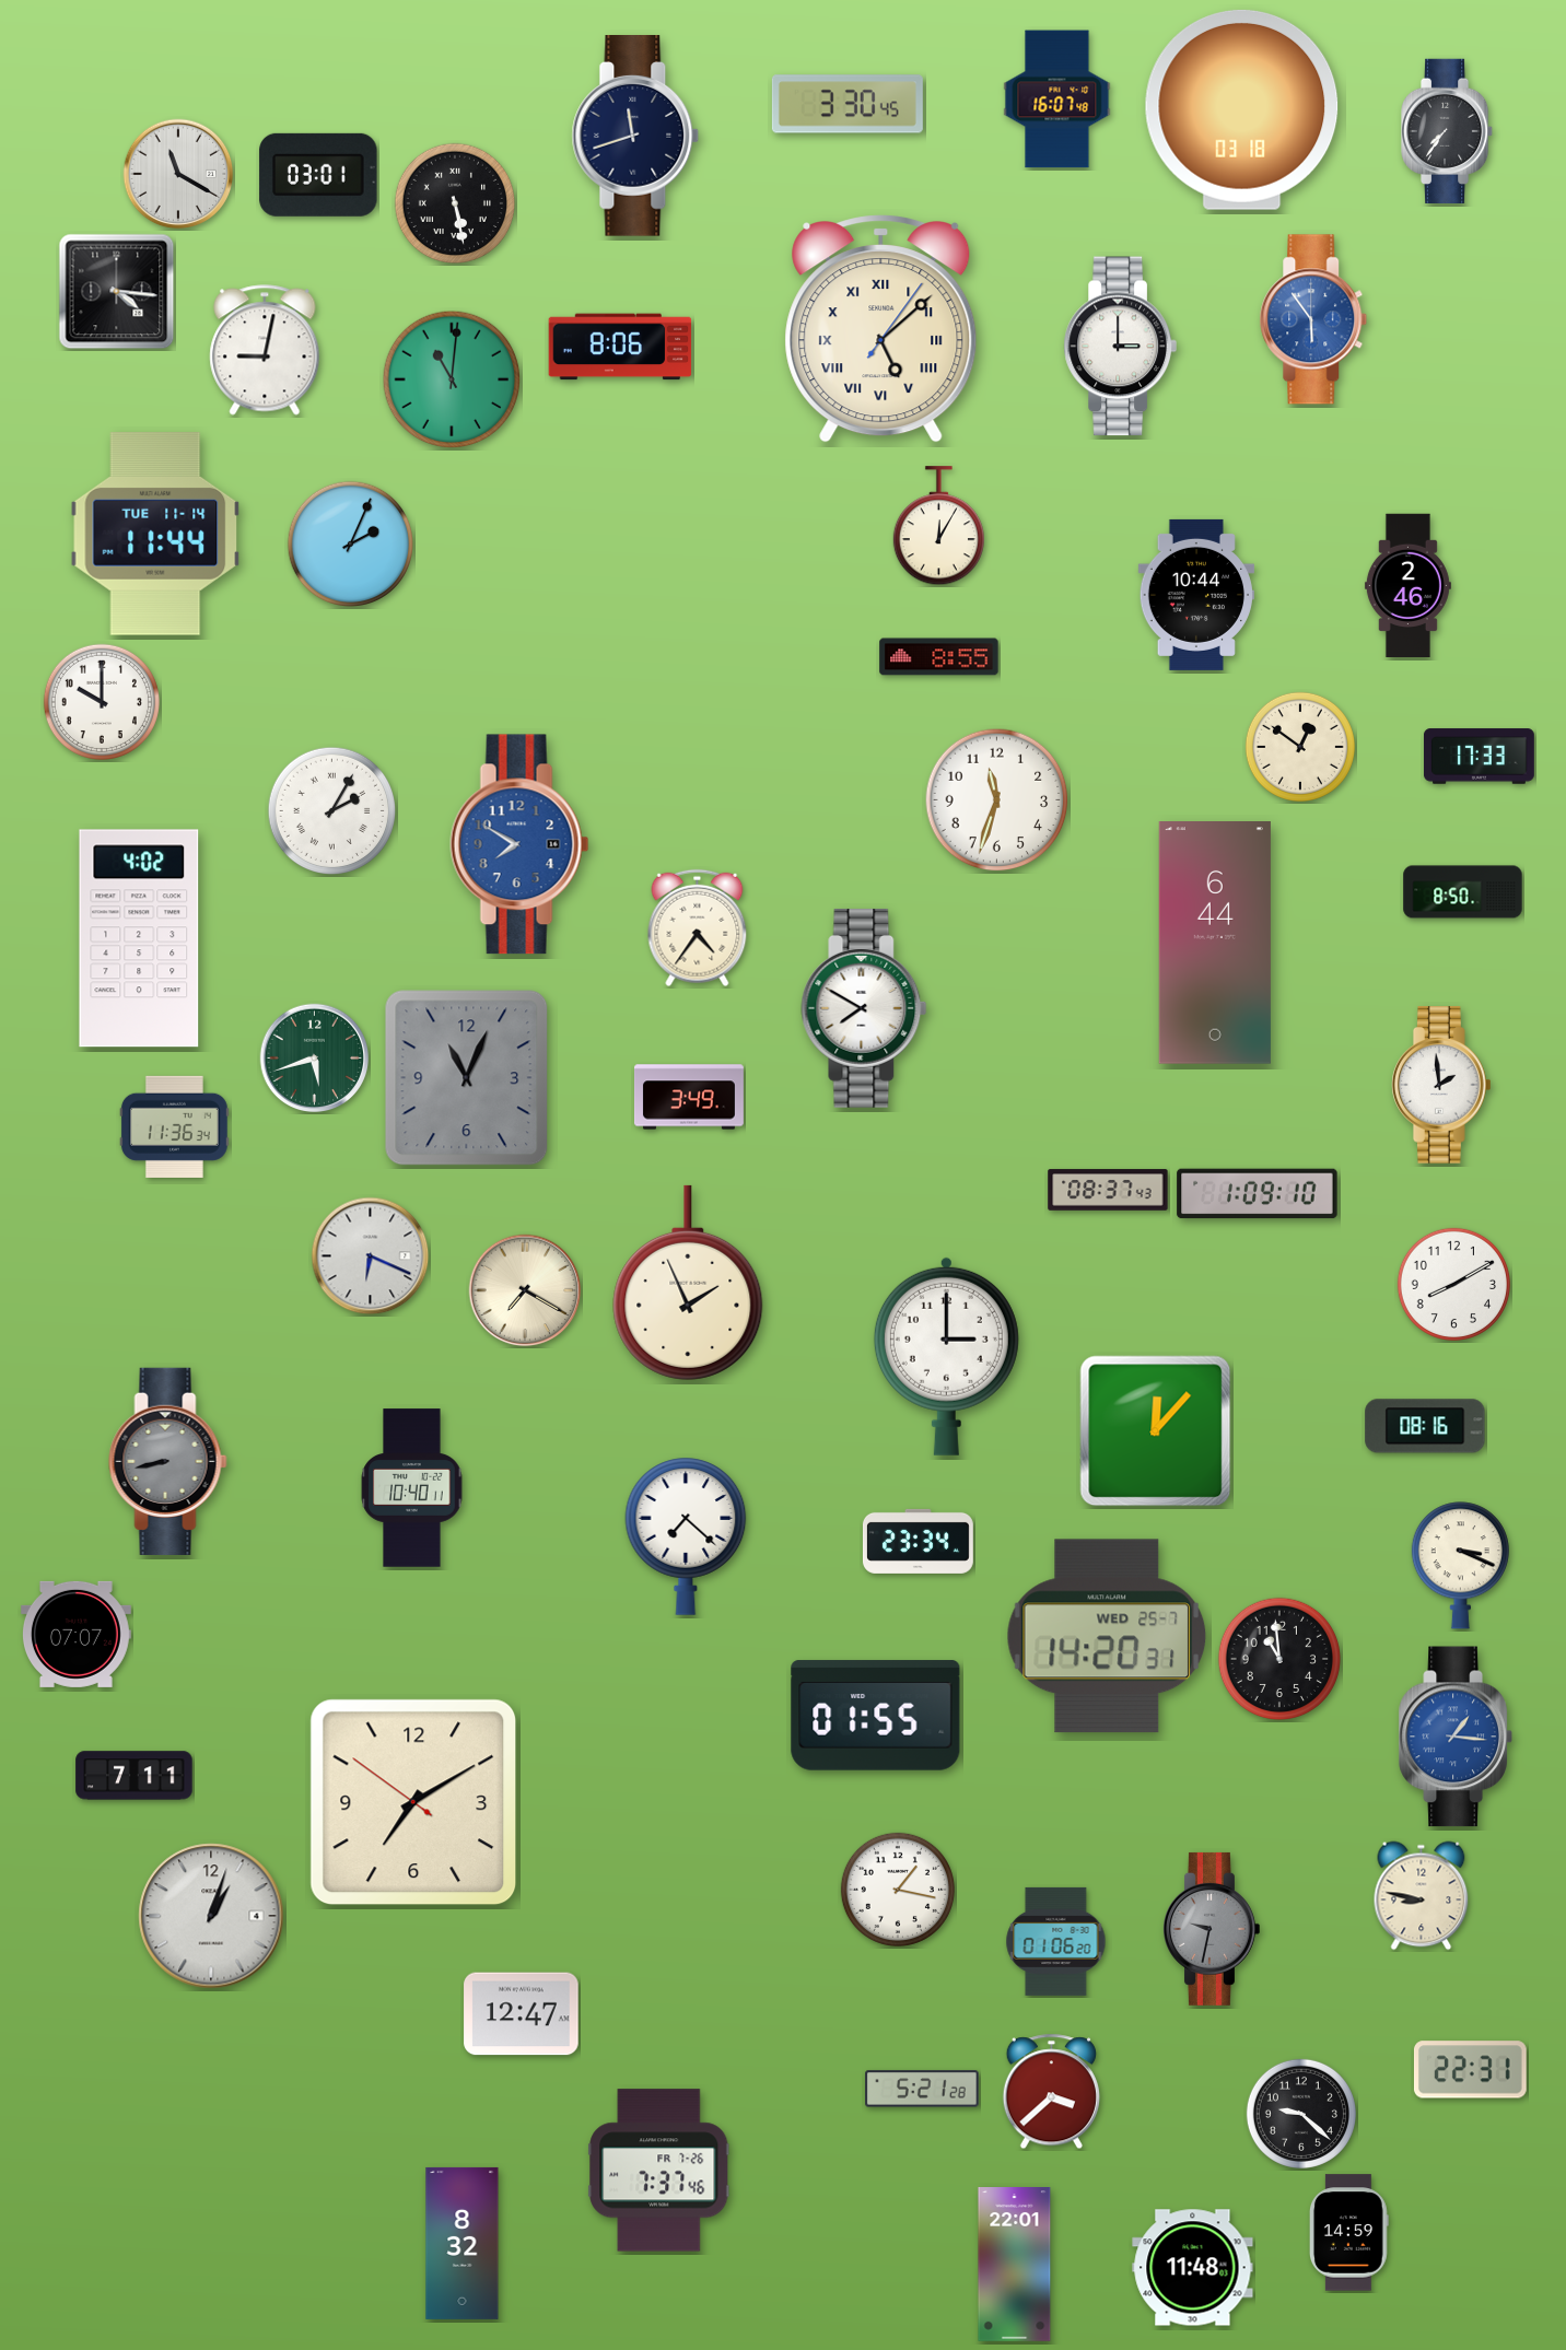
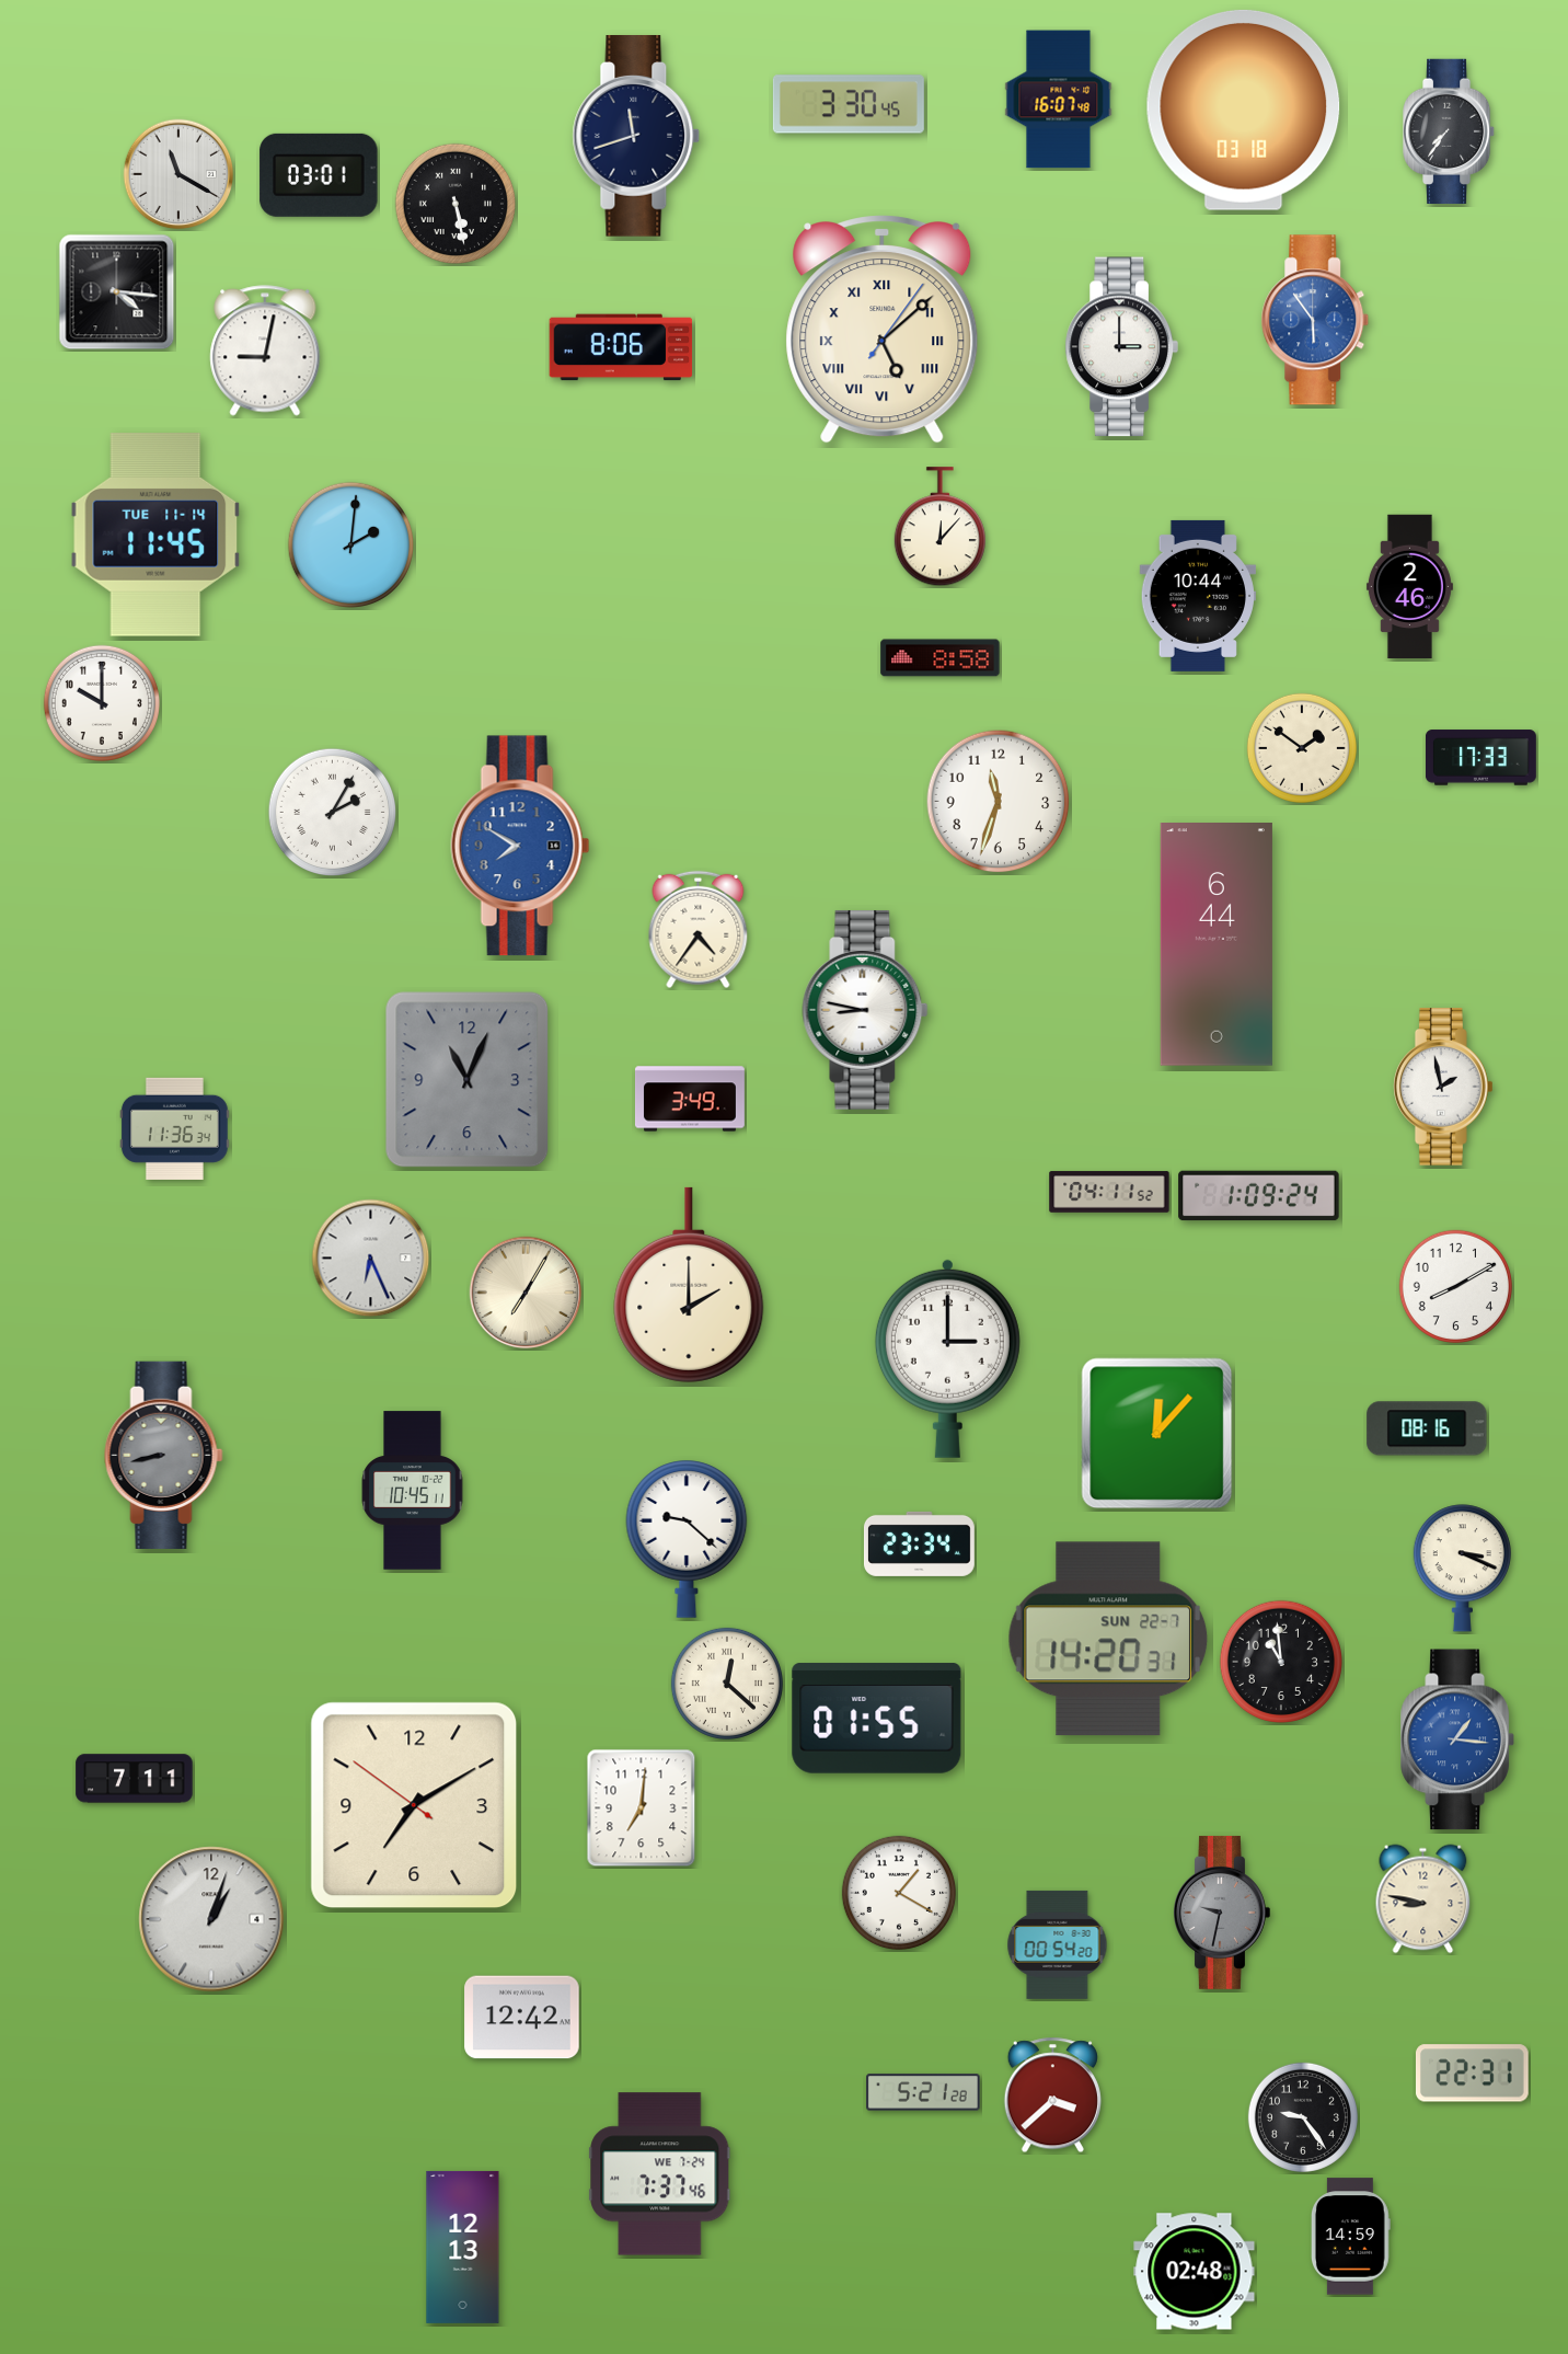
clock at (452, 379): 11:01 -> none
clock at (938, 526): 12:05 -> 12:07
clock at (155, 534): 11:44 -> 11:45
clock at (350, 543): 2:04 -> 2:01
clock at (939, 657): 8:55 -> 8:58
clock at (1300, 747): 12:51 -> 1:51
clock at (1463, 892): 8:50 -> none
clock at (139, 938): 4:02 -> none
clock at (864, 1008): 7:50 -> 8:47
clock at (315, 1059): 5:42 -> none
clock at (1442, 1085): 1:59 -> 1:58
clock at (1108, 1190): 08:37 -> 04:11
clock at (1258, 1194): 1:09:10 -> 1:09:24
clock at (371, 1256): 6:19 -> 6:26
clock at (688, 1283): 1:56 -> 2:00
clock at (525, 1290): 7:20 -> 7:05
clock at (168, 1461) position: (168, 1461) -> (164, 1455)
clock at (412, 1488): 10:40 -> 10:45
clock at (686, 1536): 7:22 -> 9:22
clock at (75, 1634): 07:07 -> none
clock at (1107, 1636) date: WED 25-7 -> SUN 22-7
clock at (727, 1684): none -> 12:22
clock at (642, 1808): none -> 7:01
clock at (898, 1890): 1:17 -> 1:20
clock at (1212, 1929) position: (1212, 1929) -> (1222, 1913)
clock at (1056, 1941): 01:06 -> 00:54
clock at (522, 2014): 12:47 -> 12:42
clock at (1301, 2114): 9:22 -> 9:24
clock at (659, 2171) date: FR 7-26 -> WE 7-24
clock at (463, 2243): 8:32 -> 12:13
clock at (1015, 2265): 22:01 -> none
clock at (1193, 2268): 11:48 -> 02:48
